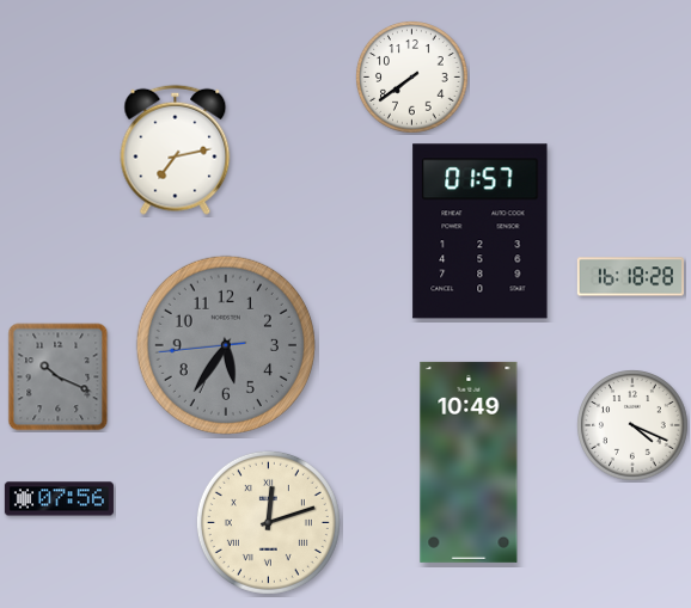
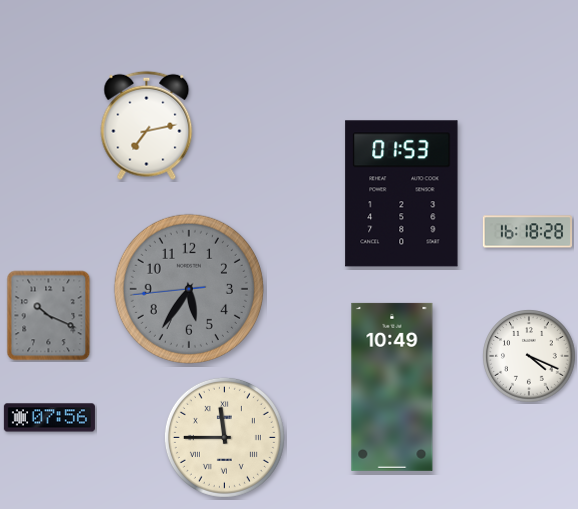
clock at (412, 78): 7:39 -> none
clock at (481, 232): 01:57 -> 01:53
clock at (268, 522): 12:12 -> 11:45
